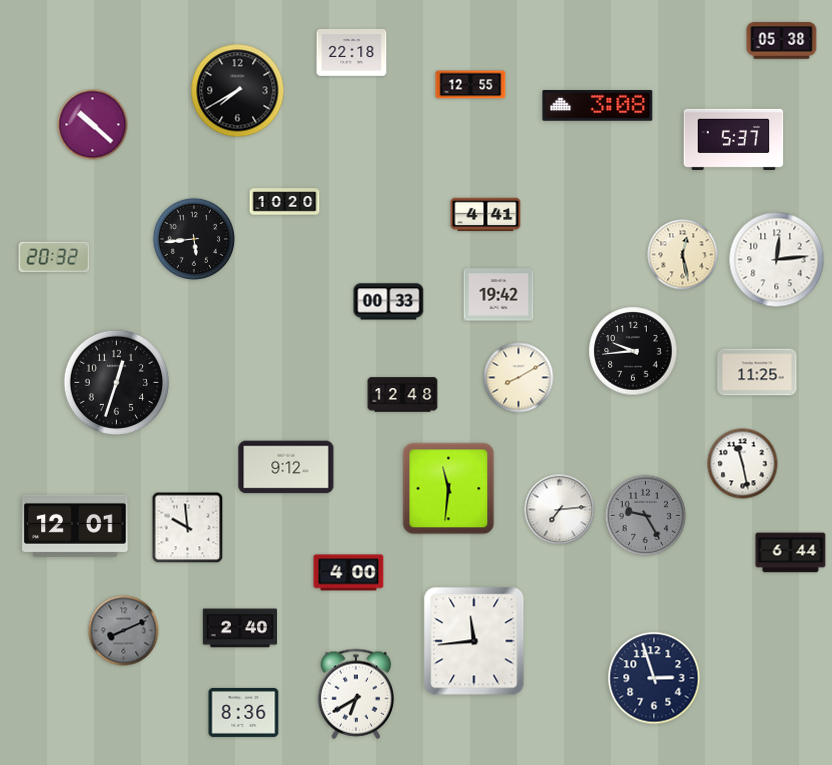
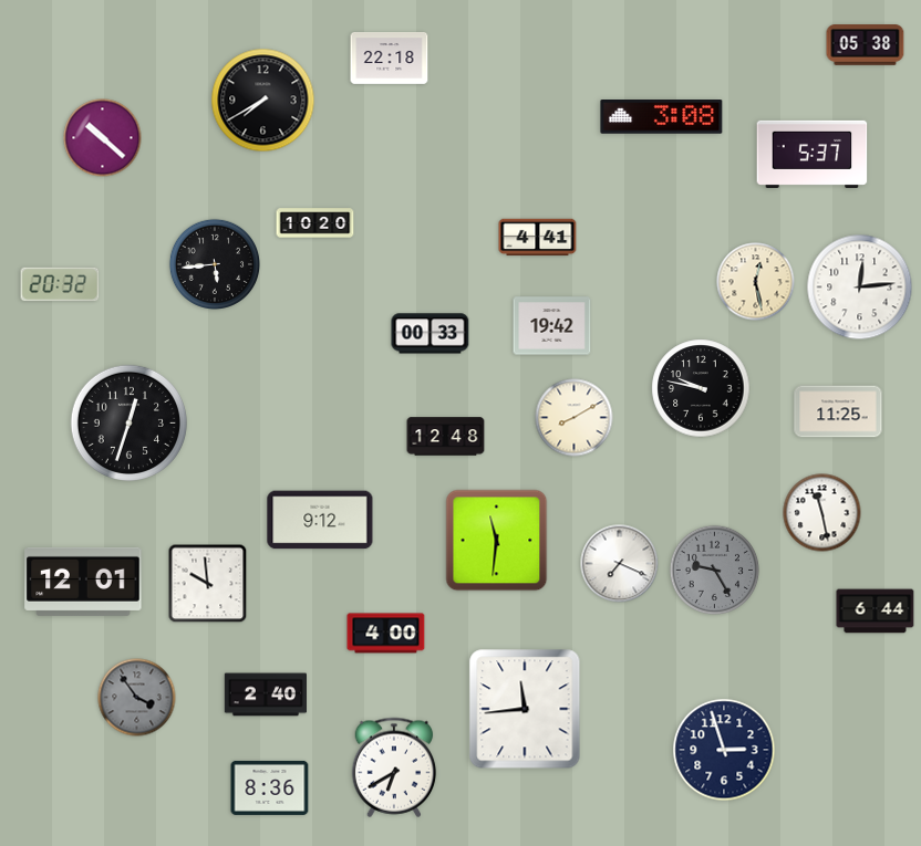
clock at (471, 85): 12:55 -> none
clock at (633, 351): 9:44 -> 9:47
clock at (286, 467) position: (286, 467) -> (320, 520)
clock at (560, 510): 7:14 -> 7:19
clock at (124, 631): 8:11 -> 3:54
